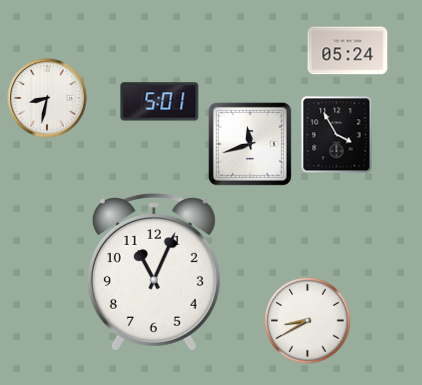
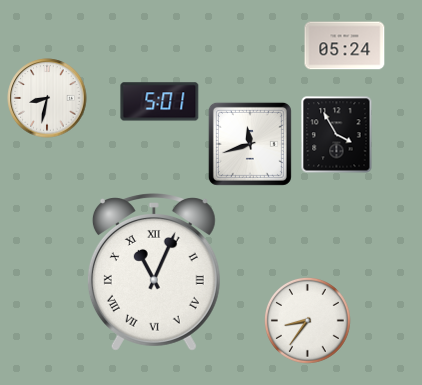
clock at (348, 51) position: (348, 51) -> (345, 46)
clock at (154, 272) numerals: Arabic -> Roman
clock at (308, 321): 8:40 -> 8:36
